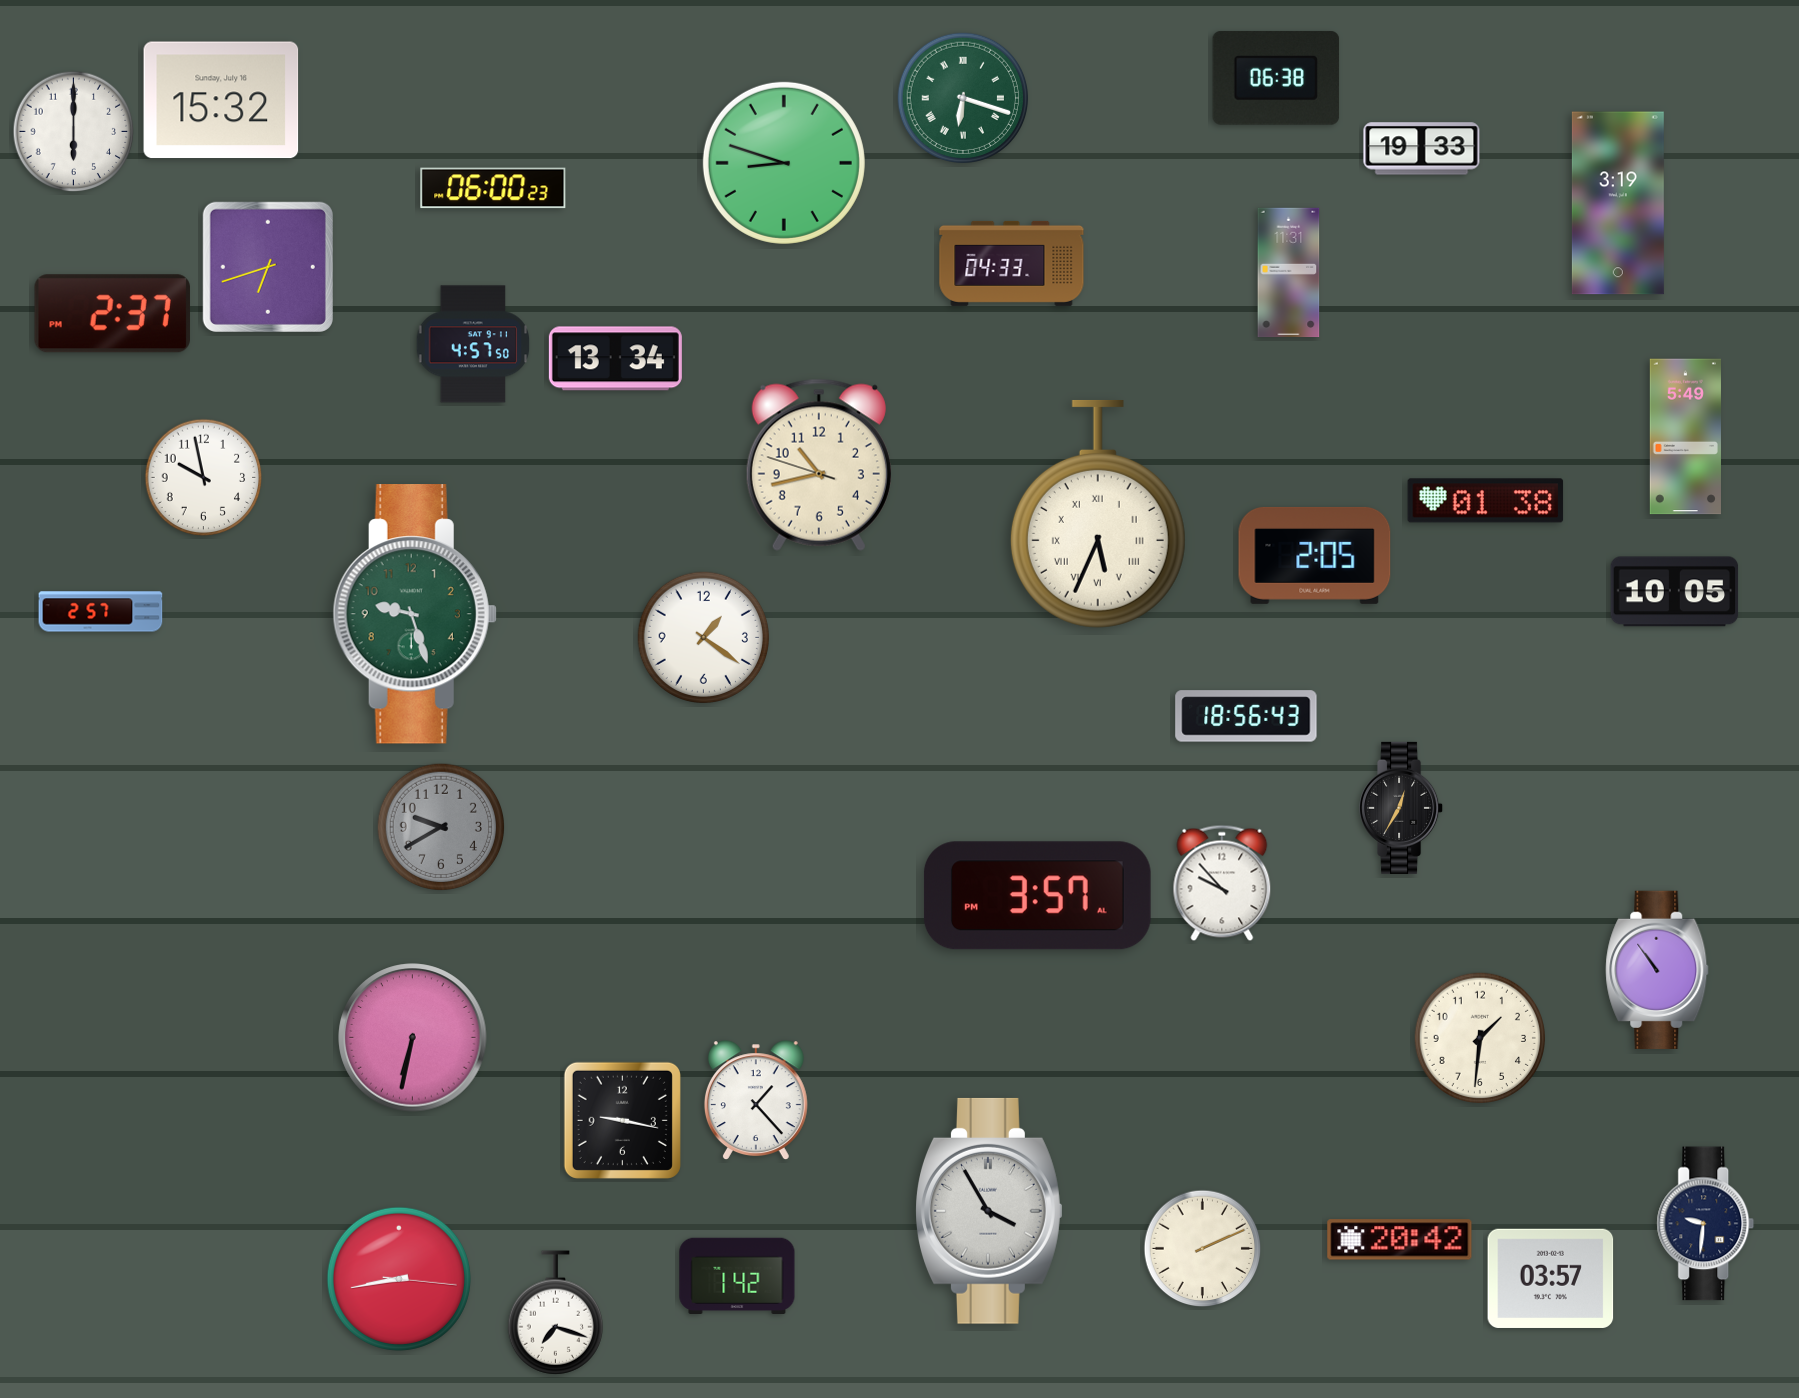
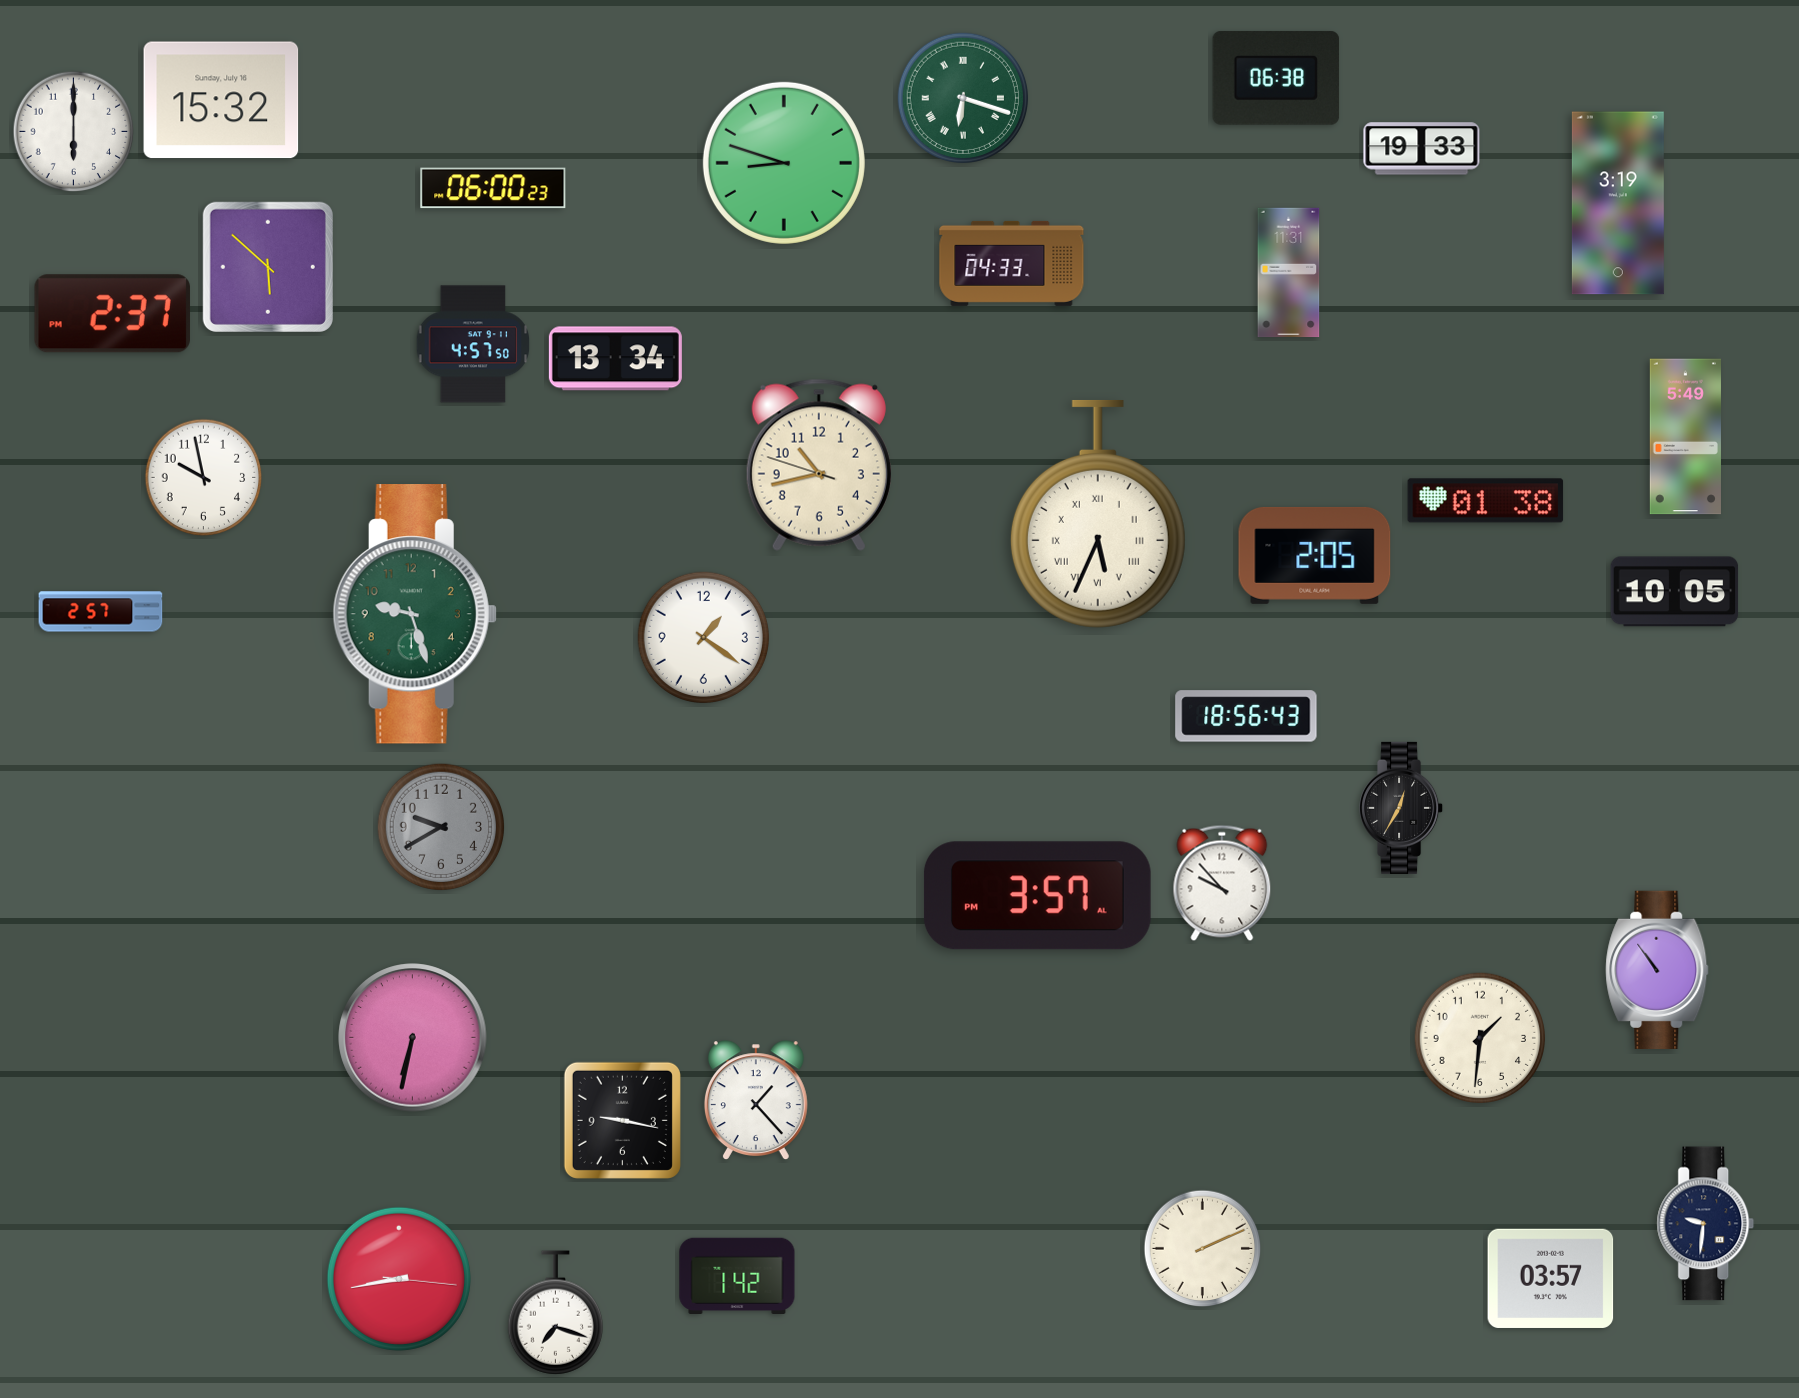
clock at (268, 267): 6:42 -> 5:52
clock at (990, 1211): 3:55 -> none
clock at (1400, 1240): 20:42 -> none
